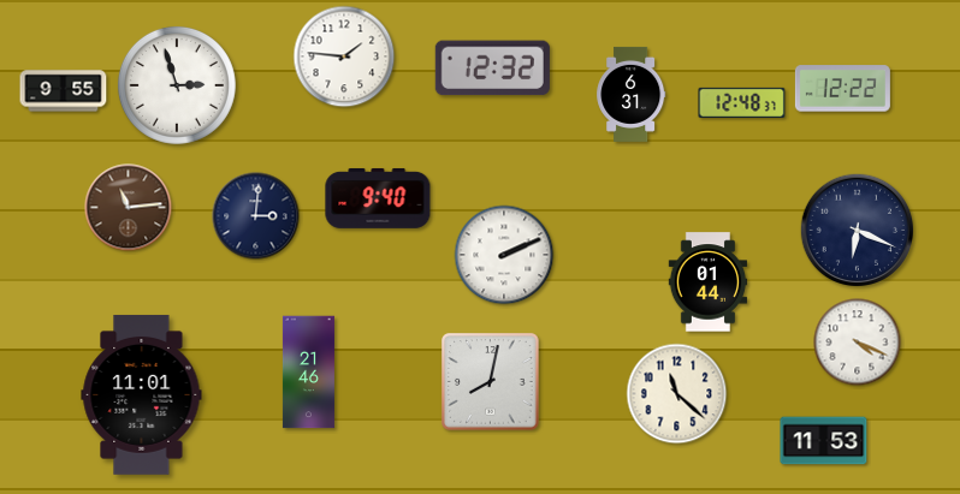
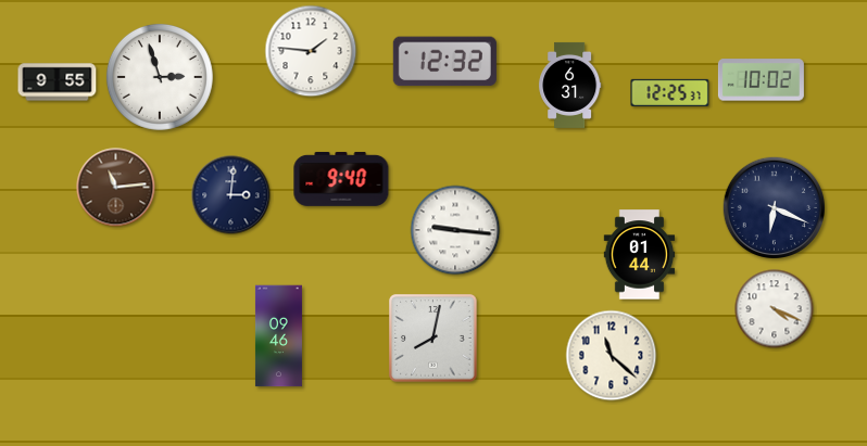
clock at (842, 89): 12:22 -> 10:02
clock at (742, 102): 12:48 -> 12:25
clock at (504, 255): 2:11 -> 9:16
clock at (308, 373): 21:46 -> 09:46
clock at (491, 382) position: (491, 382) -> (434, 339)
clock at (142, 394): 11:01 -> none
clock at (824, 441): 11:53 -> none
